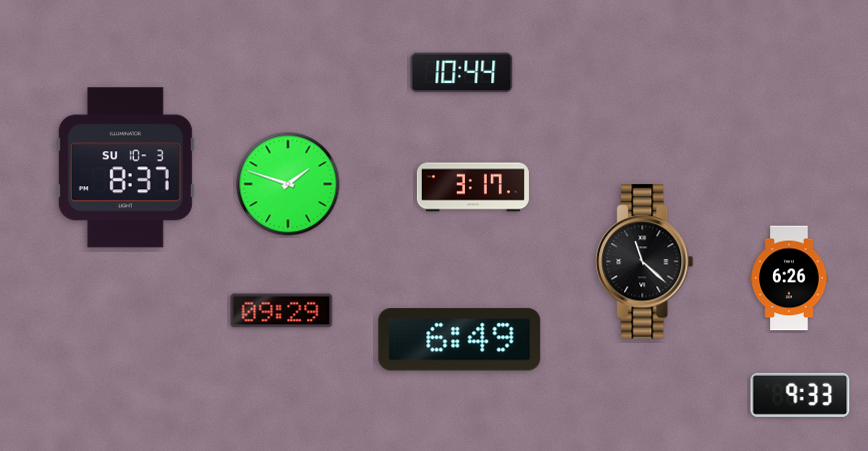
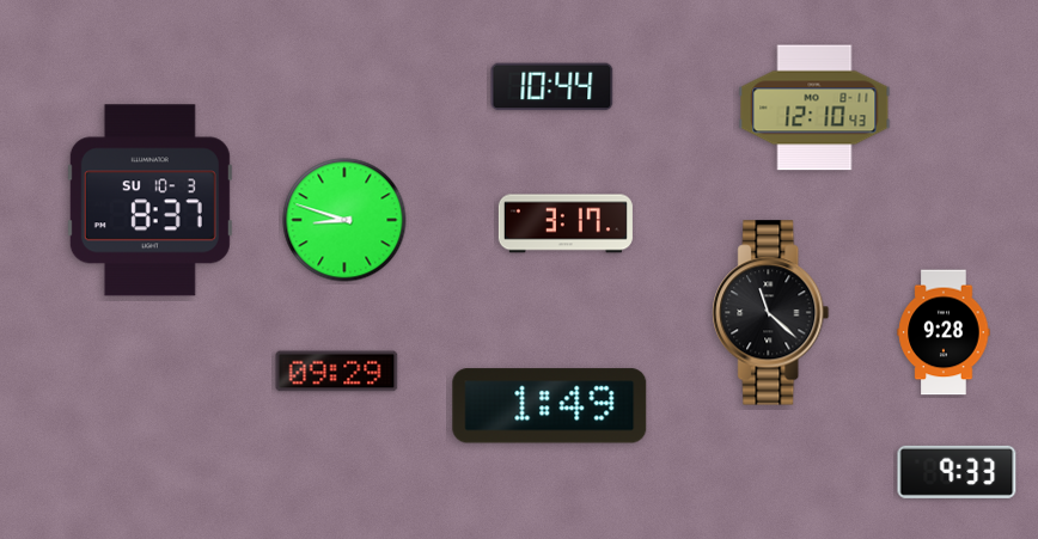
clock at (814, 108): none -> 12:10
clock at (288, 184): 1:48 -> 8:48
clock at (789, 278): 6:26 -> 9:28
clock at (460, 340): 6:49 -> 1:49
